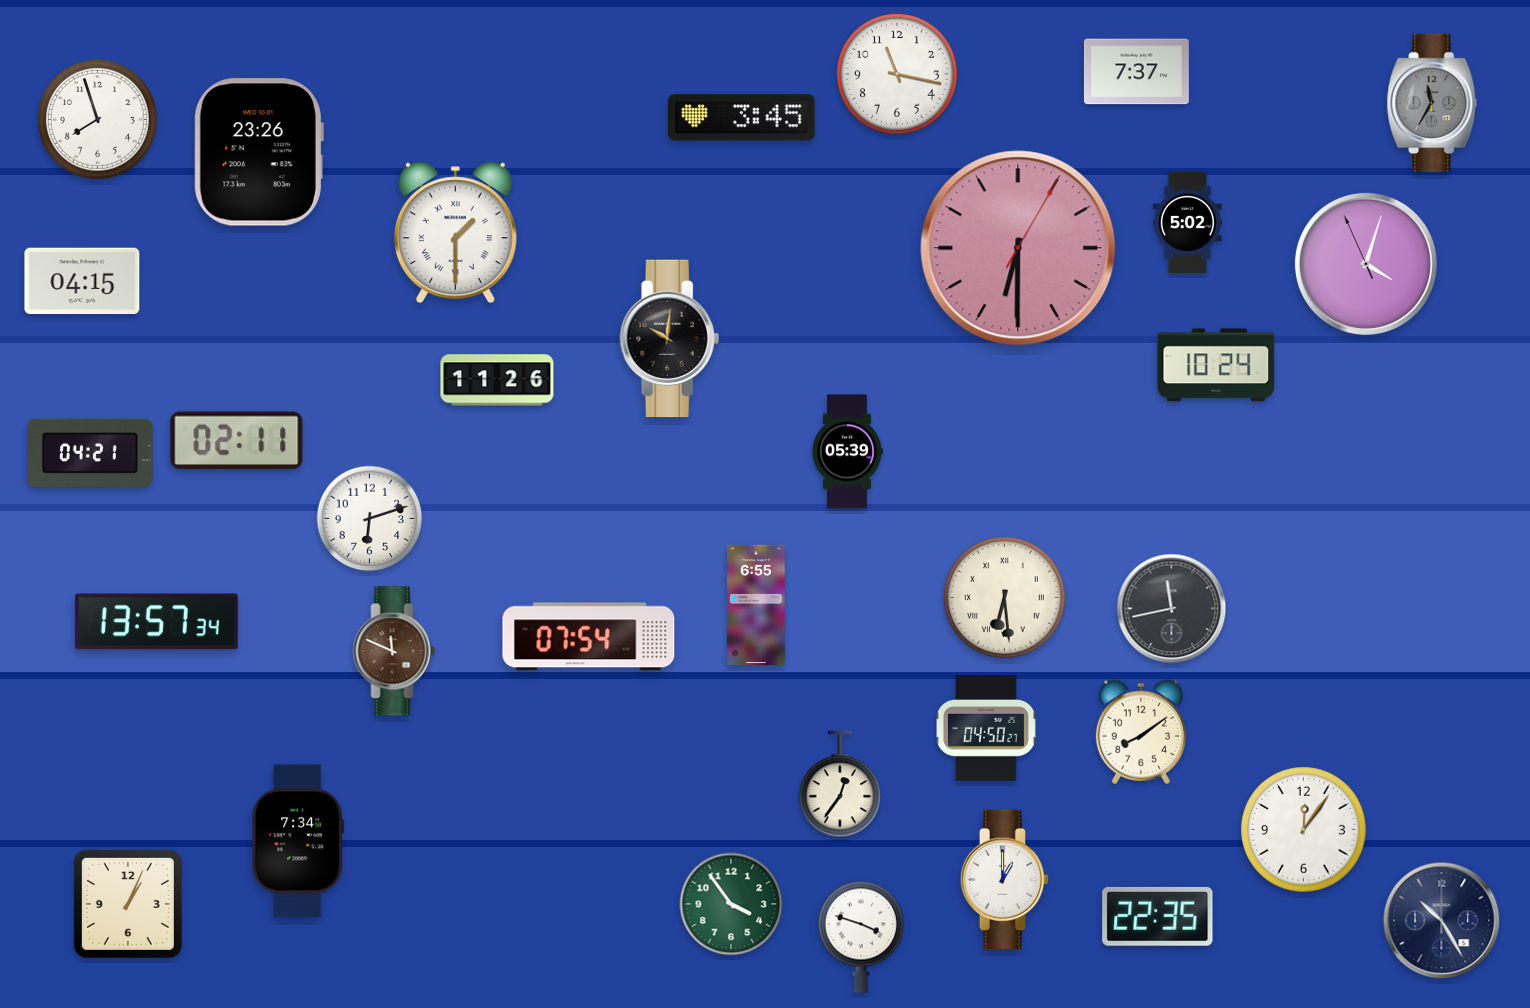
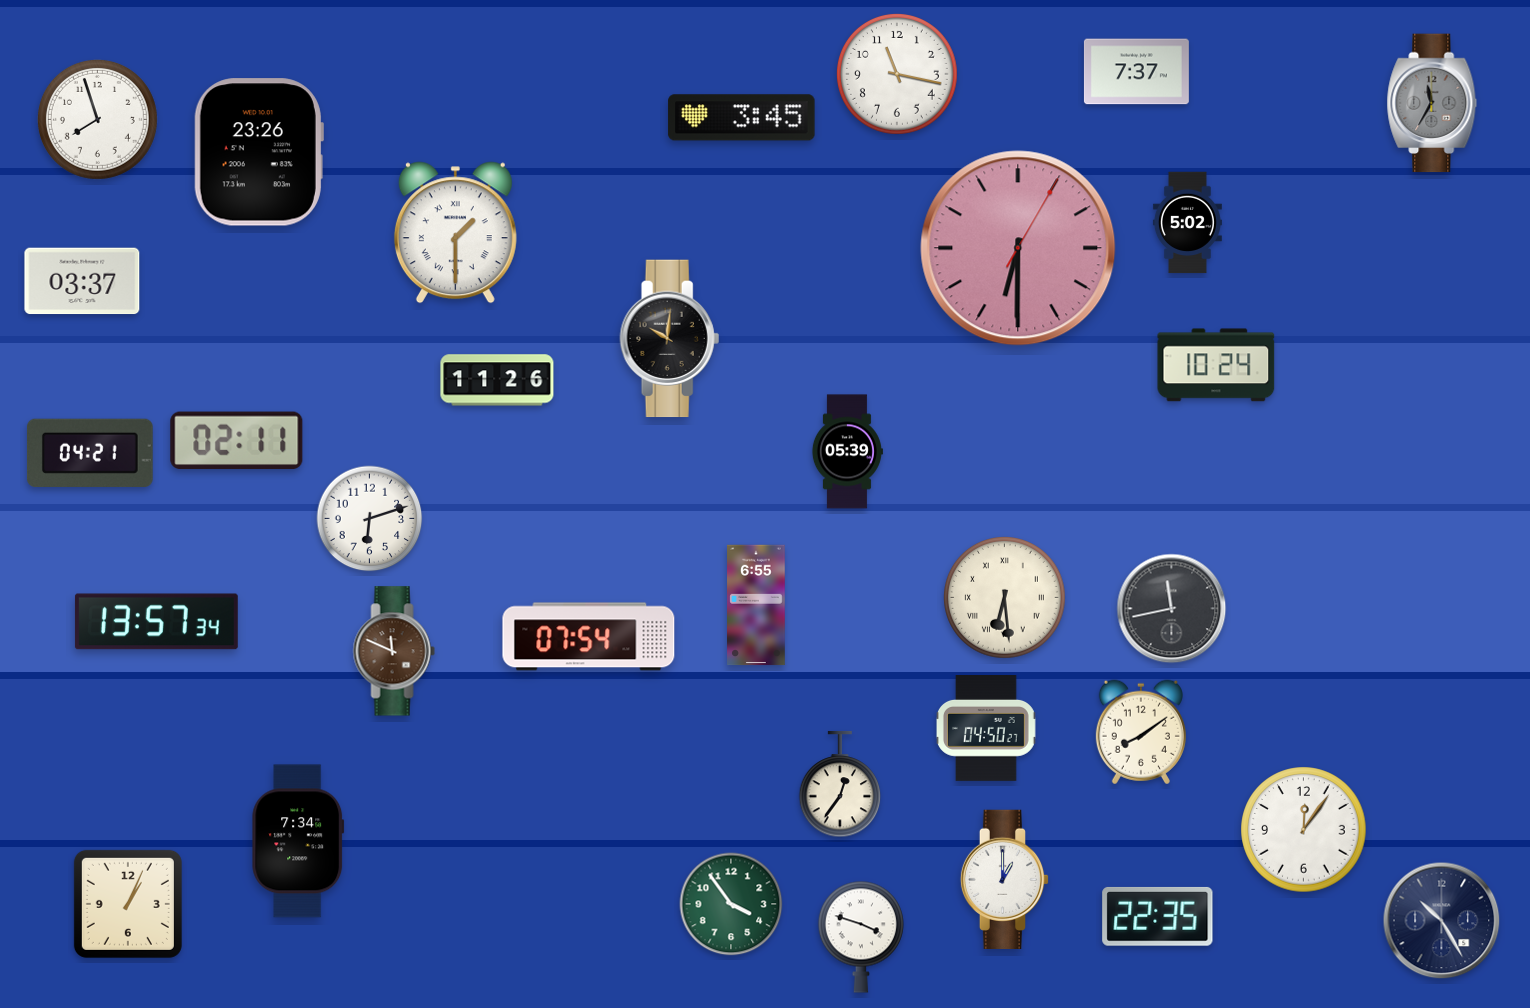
clock at (1366, 264): 4:02 -> none
clock at (82, 281): 04:15 -> 03:37
